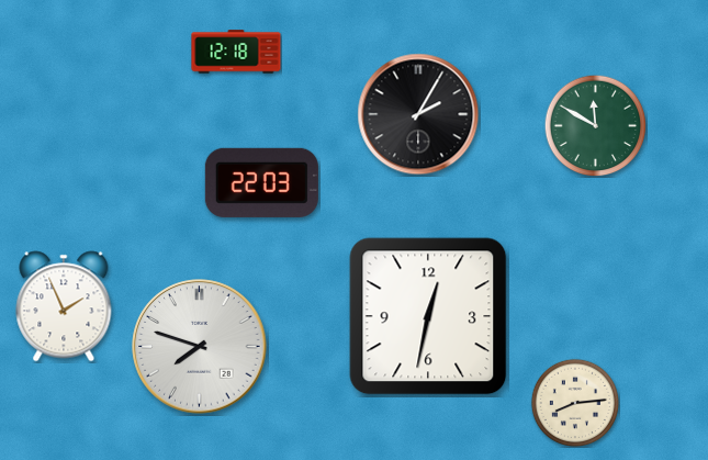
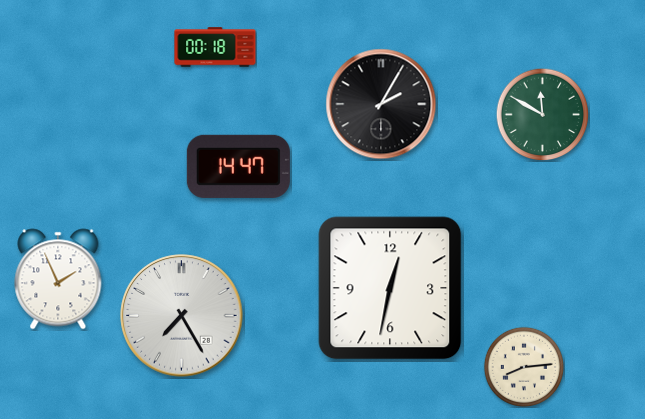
clock at (236, 52): 12:18 -> 00:18
clock at (261, 182): 22:03 -> 14:47
clock at (200, 347): 7:48 -> 7:25
